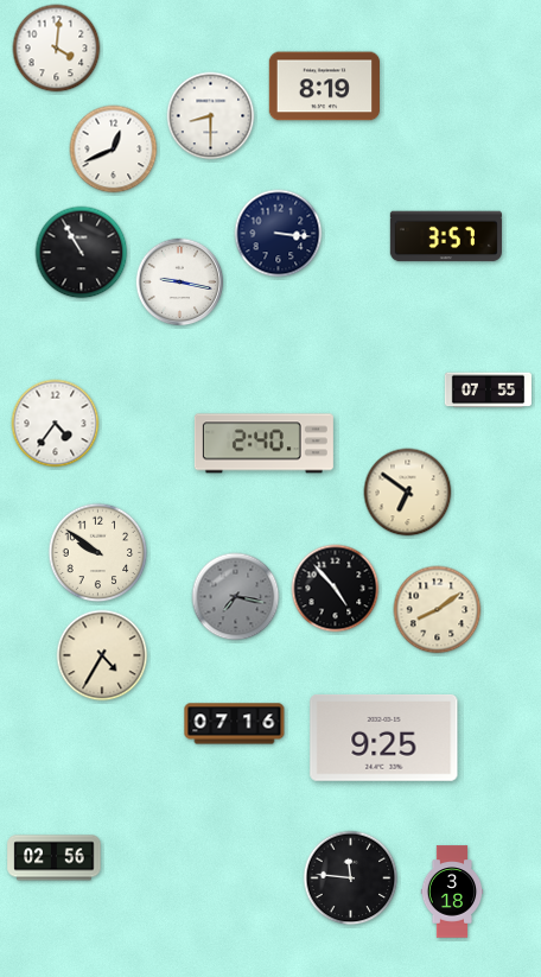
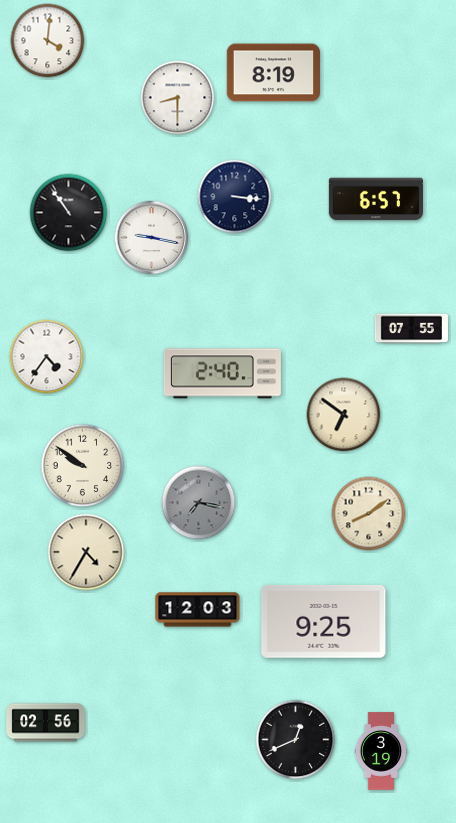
clock at (114, 150): 12:41 -> none
clock at (446, 236): 3:57 -> 6:57
clock at (82, 253): 10:55 -> 10:54
clock at (336, 589): 4:53 -> none
clock at (235, 724): 07:16 -> 12:03
clock at (351, 878): 11:46 -> 12:41
clock at (452, 892): 3:18 -> 3:19
